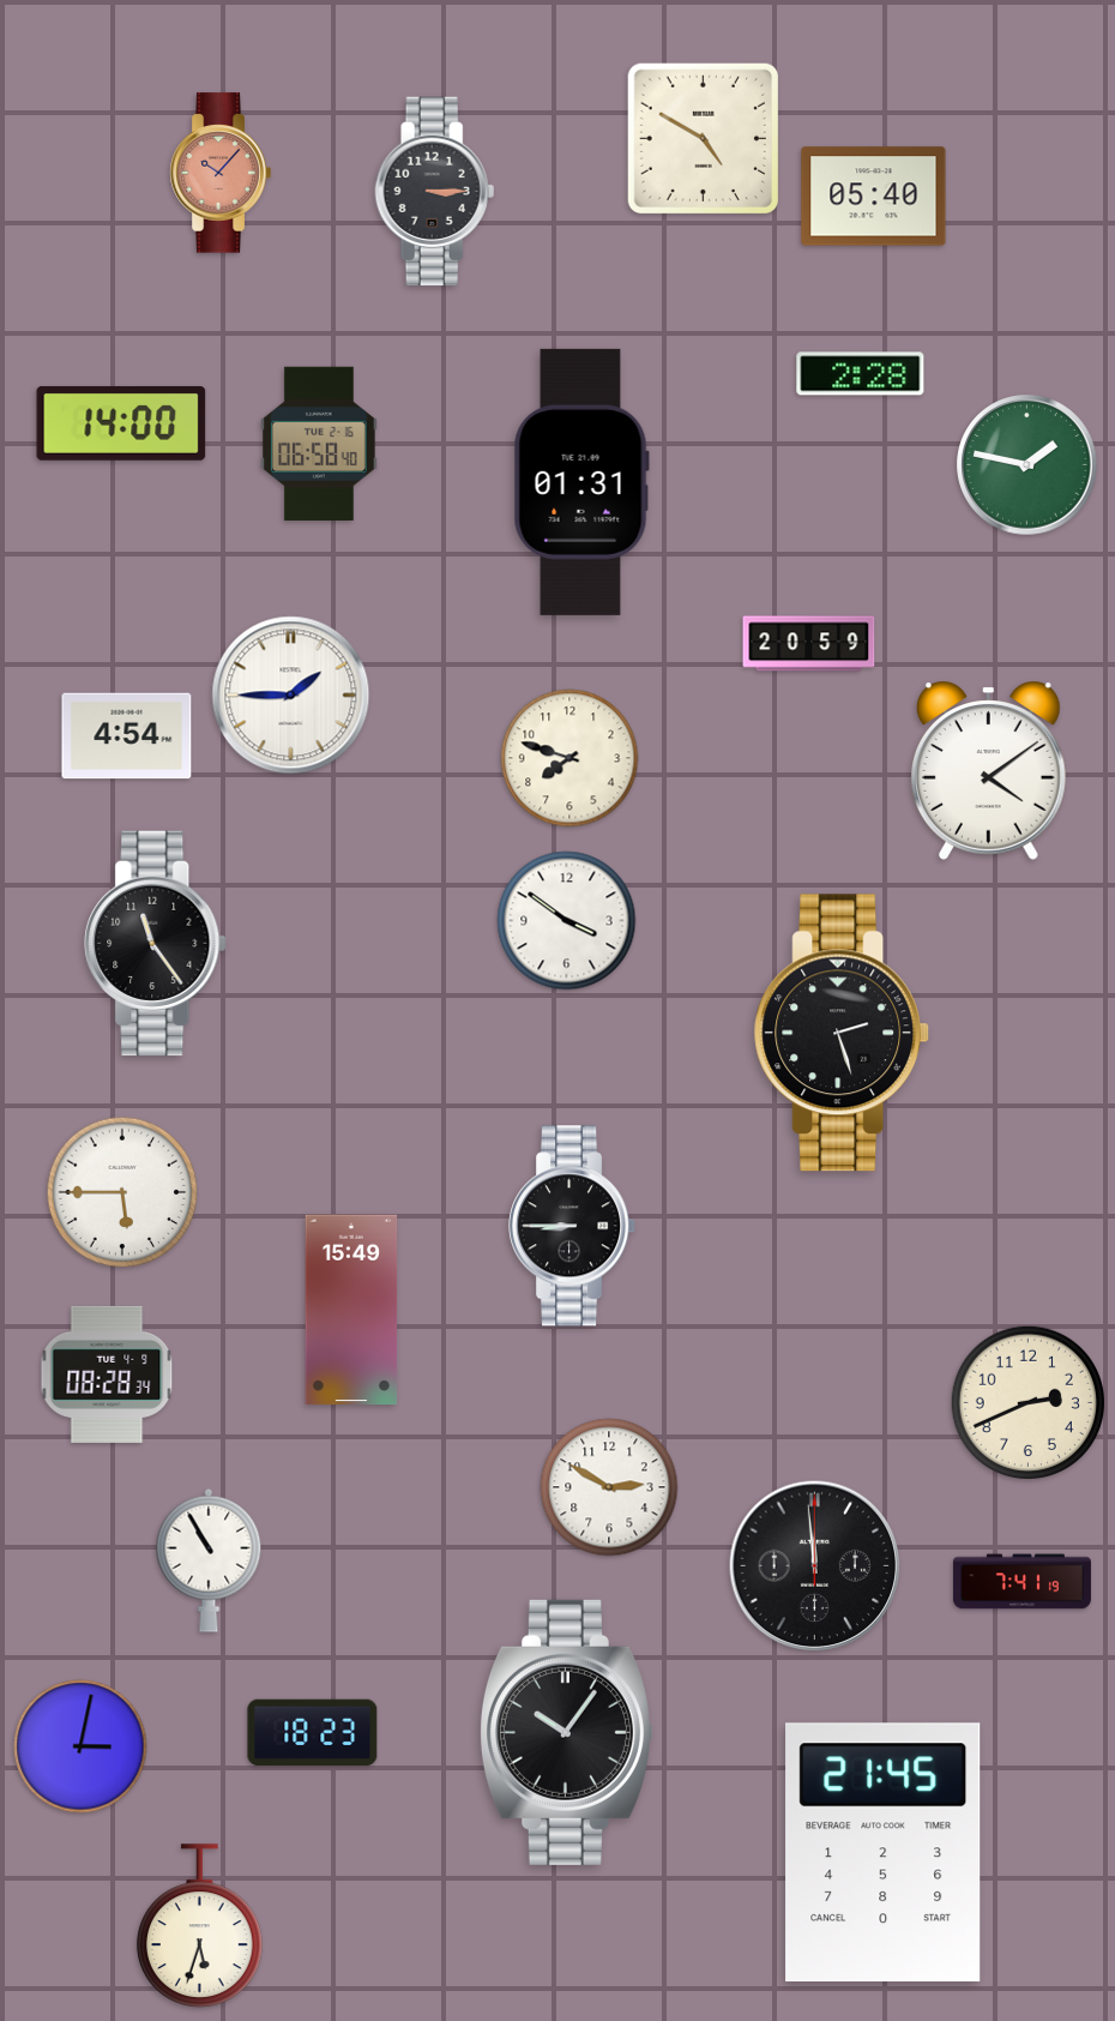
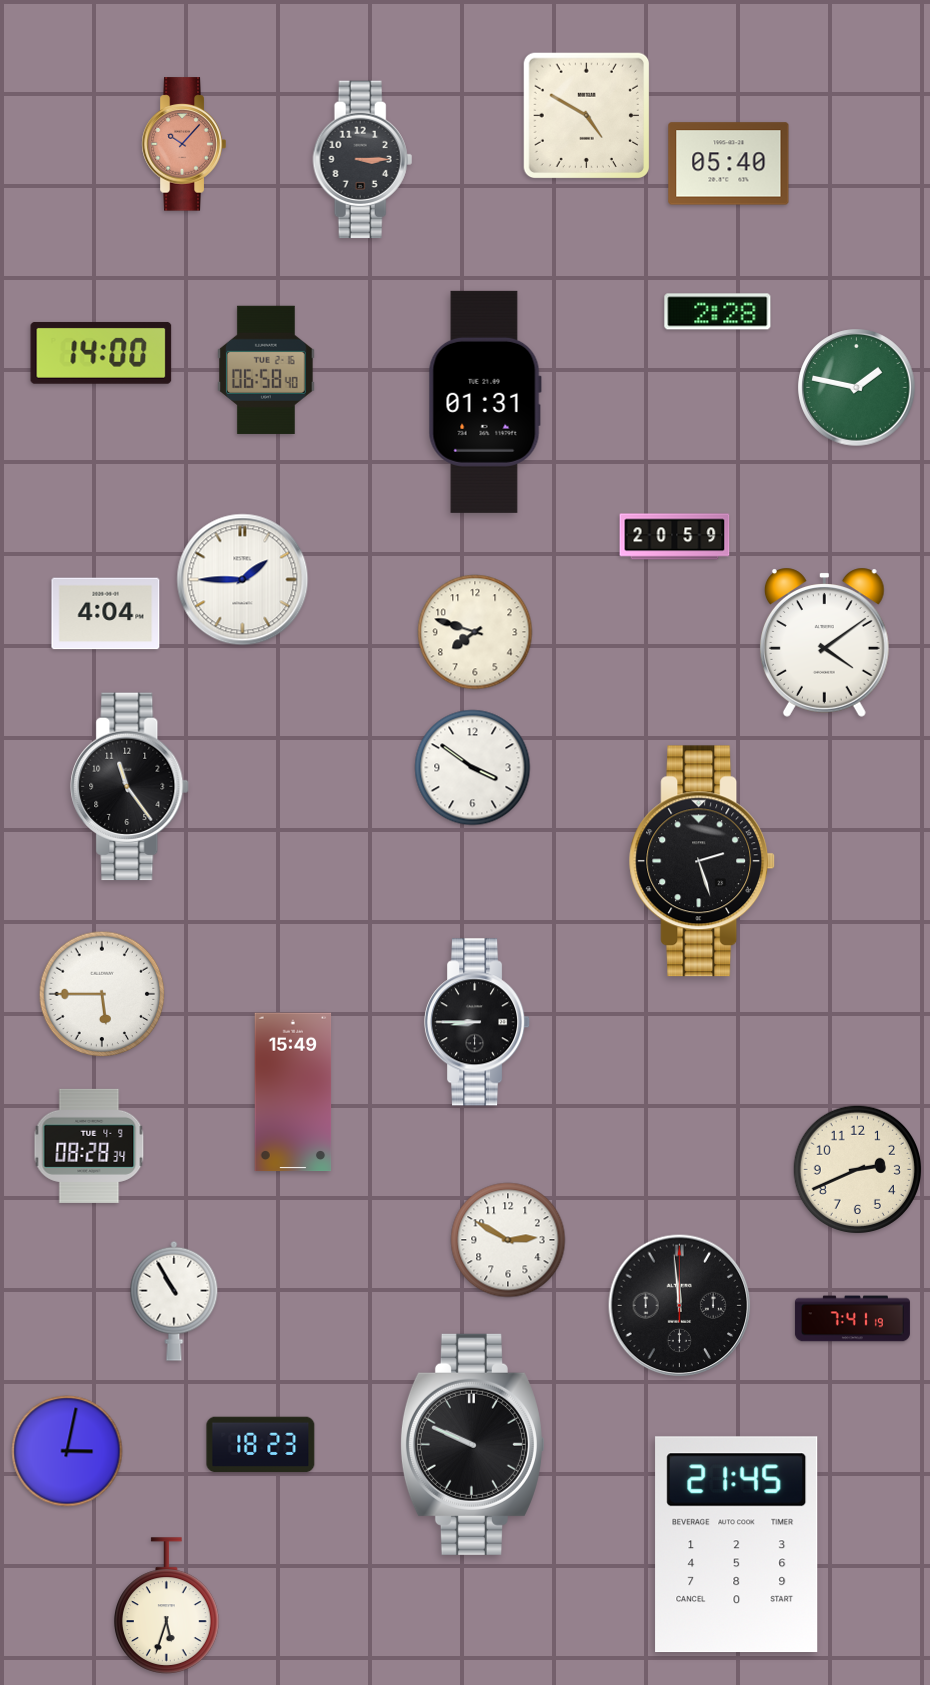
clock at (127, 736): 4:54 -> 4:04
clock at (566, 1732): 10:06 -> 9:49
clock at (80, 1746) position: (80, 1746) -> (67, 1451)
